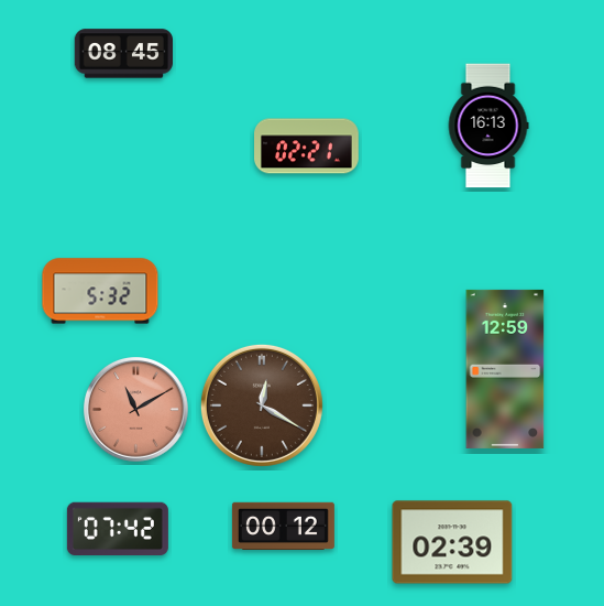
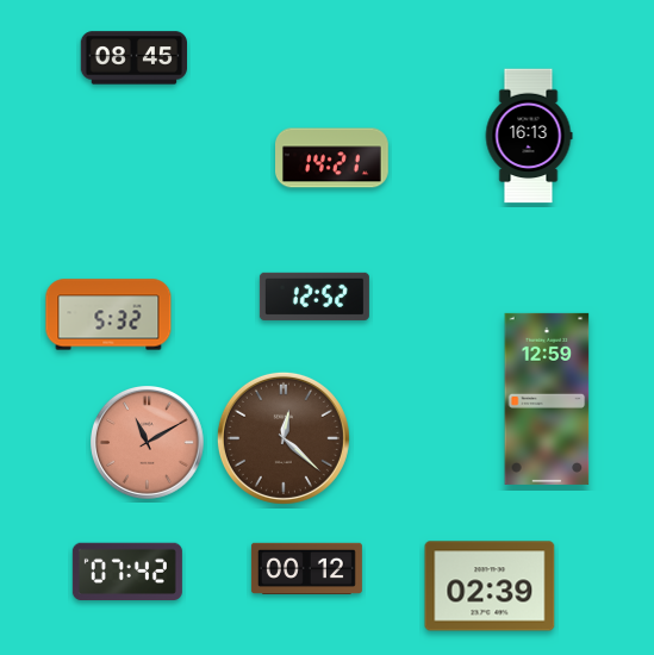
clock at (307, 147): 02:21 -> 14:21
clock at (314, 297): none -> 12:52
clock at (262, 405): 12:20 -> 12:22
